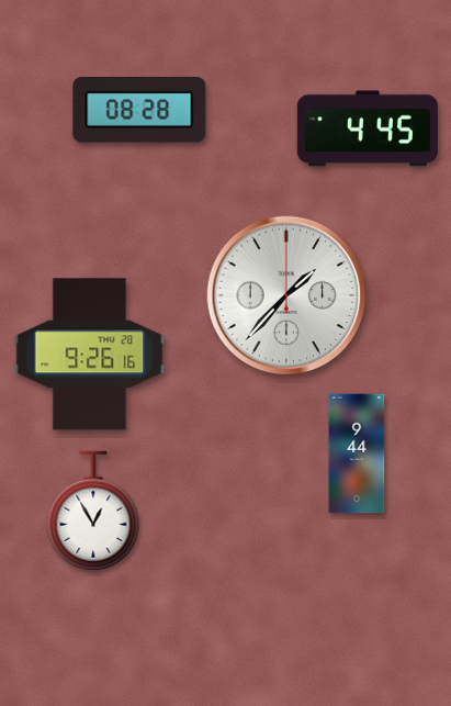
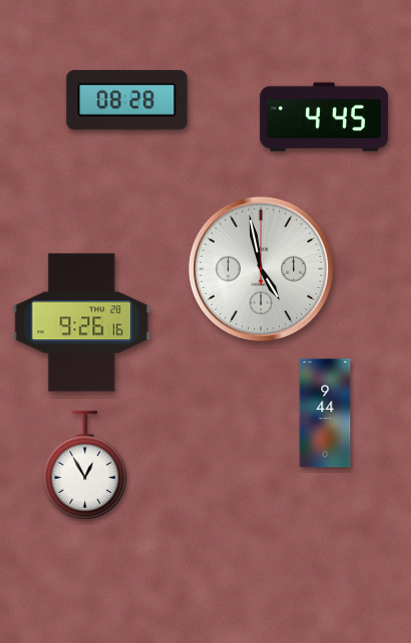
clock at (368, 128) position: (368, 128) -> (324, 117)
clock at (286, 295): 1:37 -> 4:58
